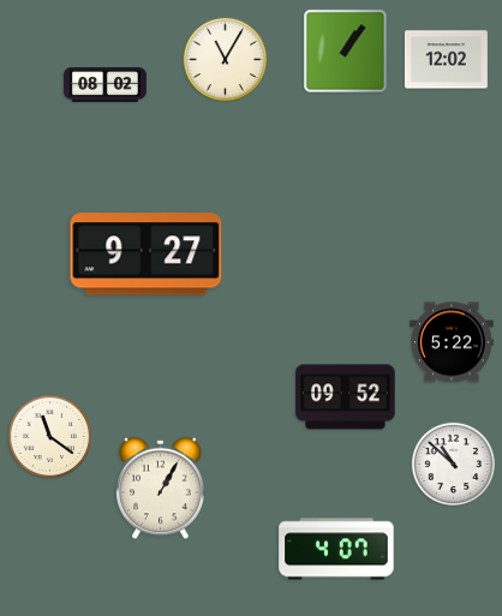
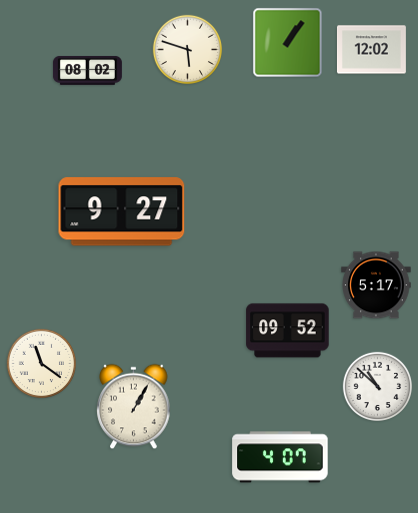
clock at (225, 59): 11:05 -> 5:48
clock at (452, 342): 5:22 -> 5:17
